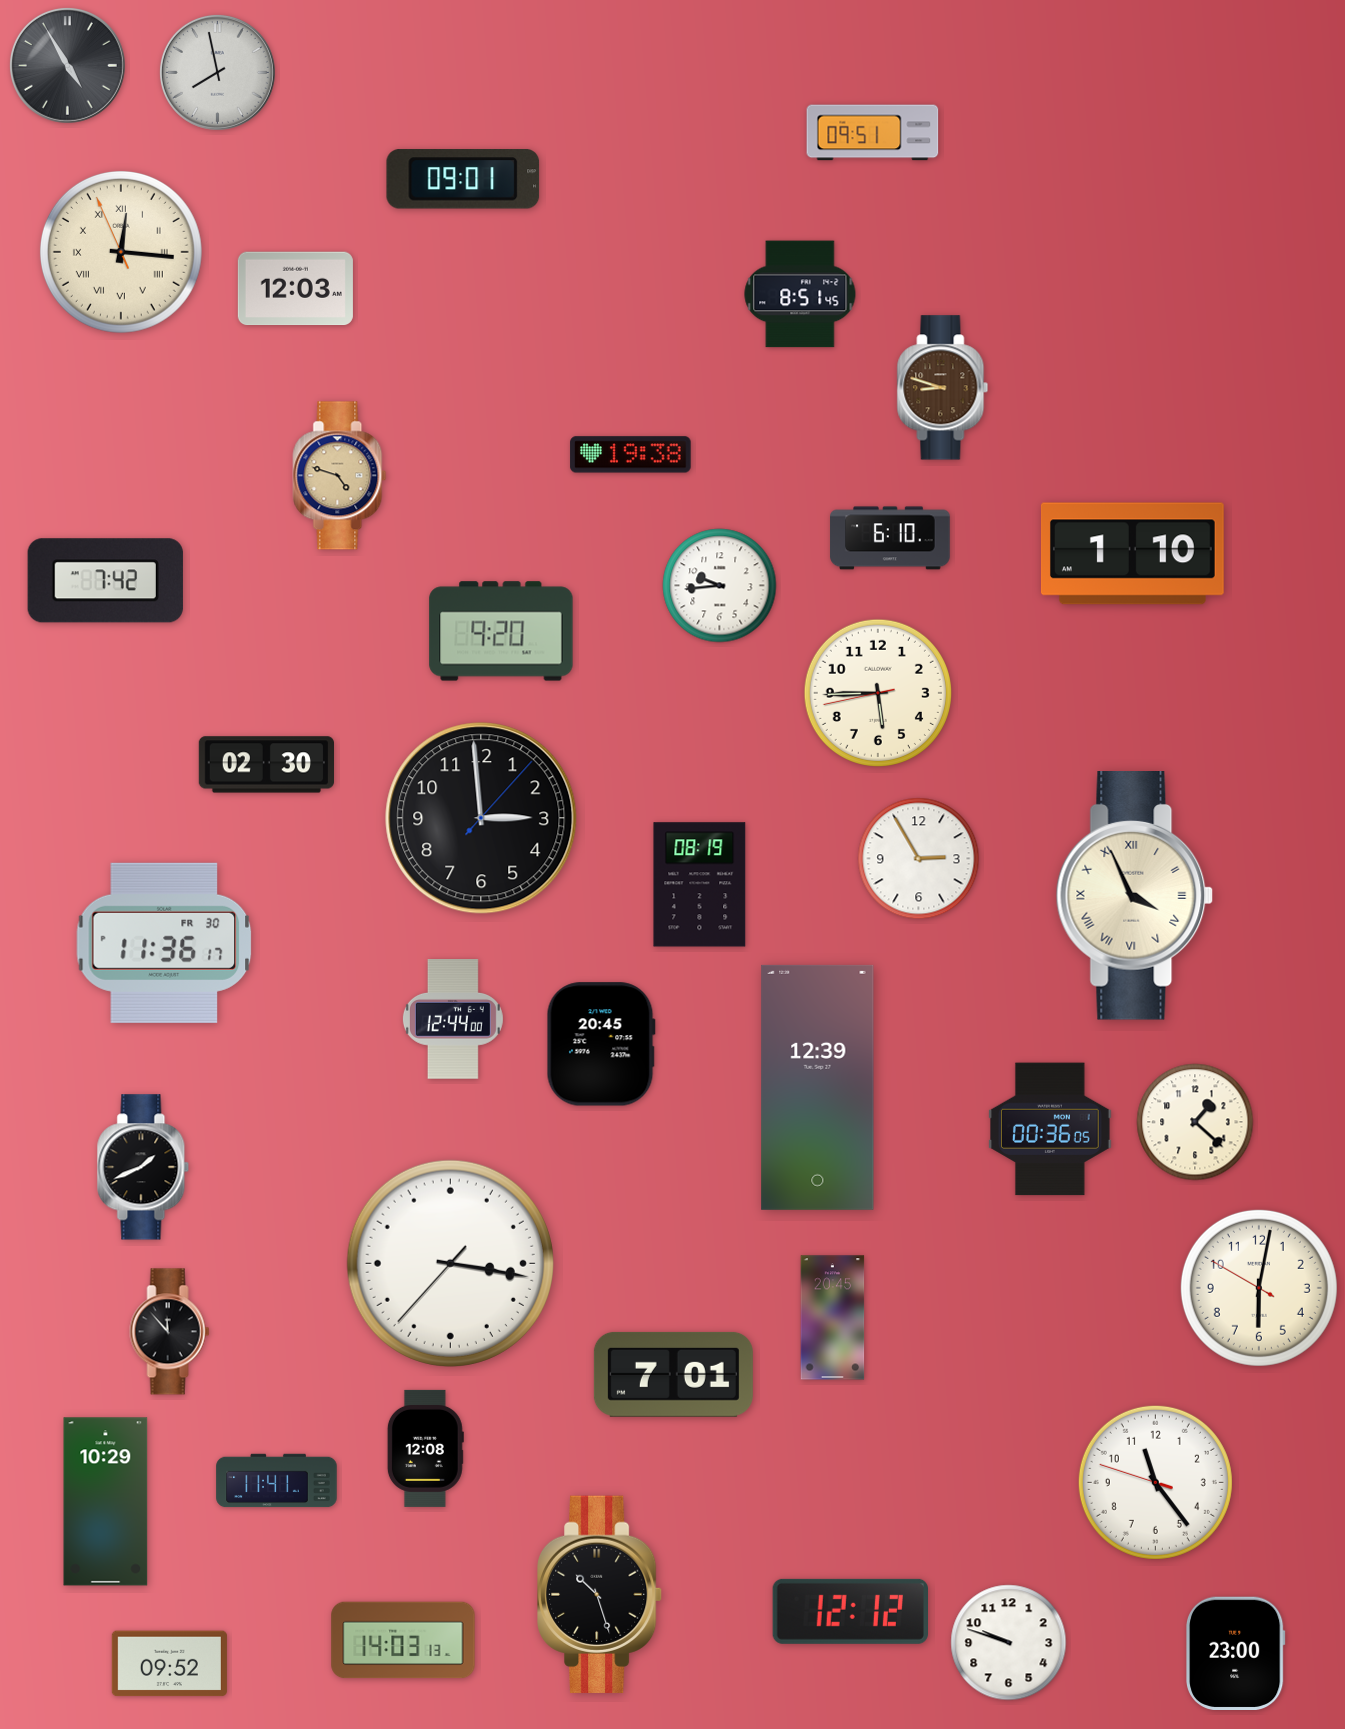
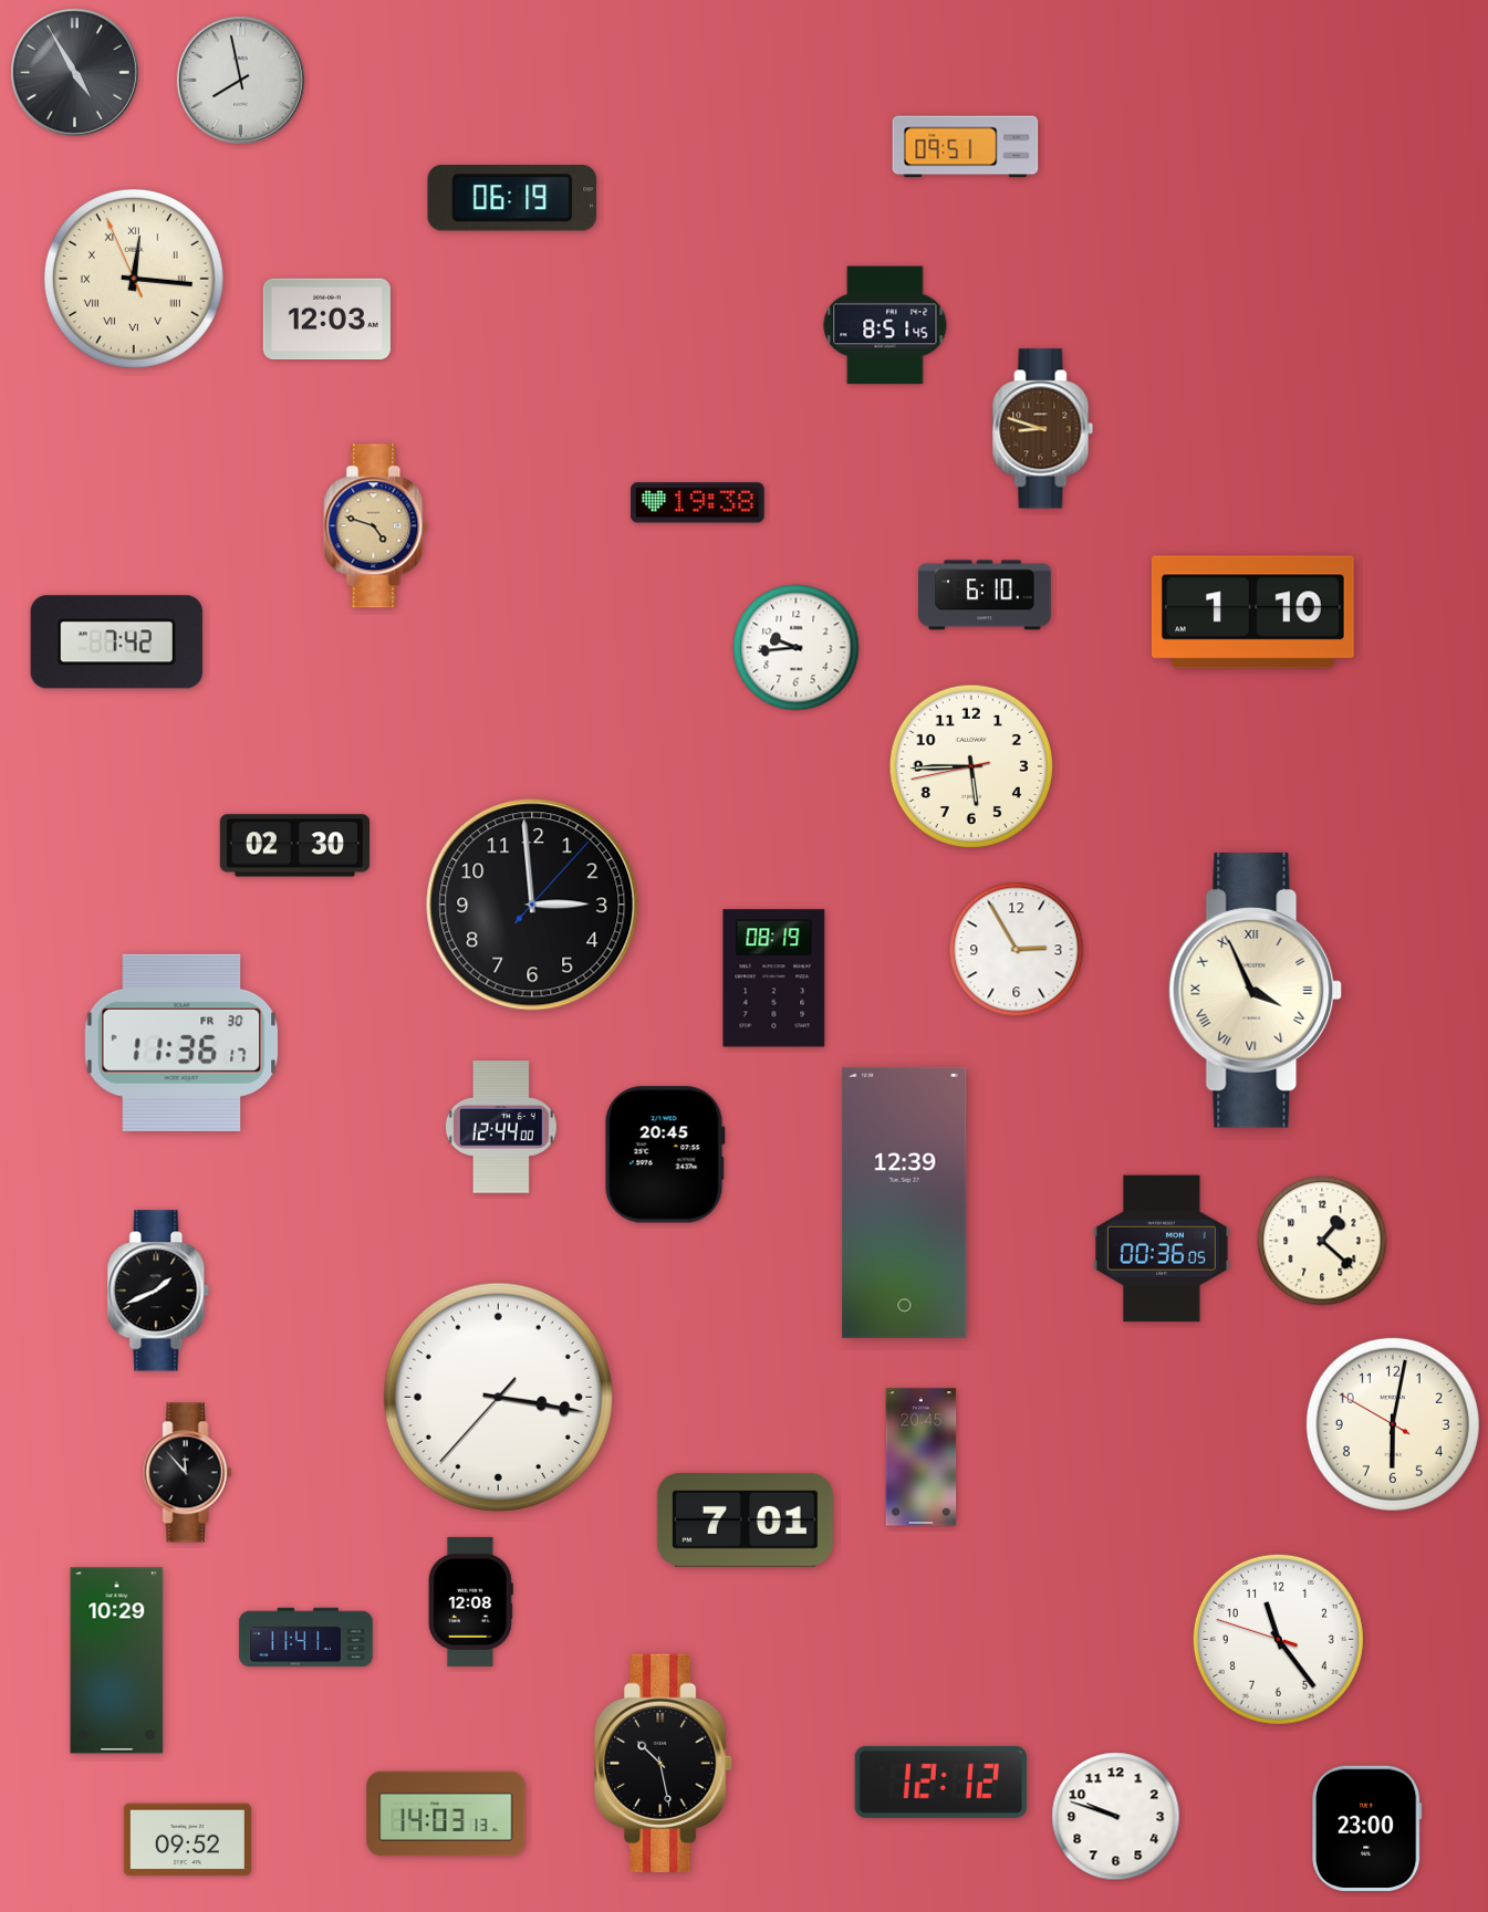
clock at (463, 179): 09:01 -> 06:19
clock at (501, 631): 9:20 -> none
clock at (601, 1594): 10:27 -> 10:28
